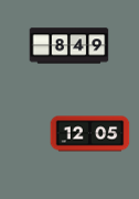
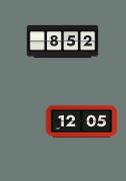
clock at (69, 46): 8:49 -> 8:52
